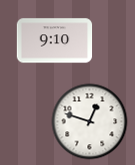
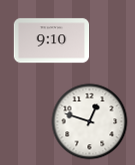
clock at (55, 41) position: (55, 41) -> (52, 41)
